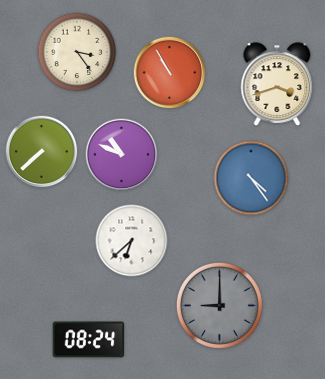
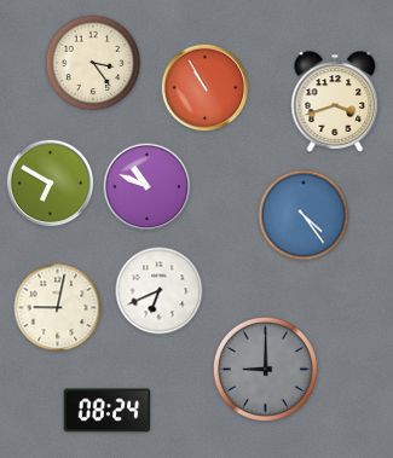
clock at (42, 152): 7:38 -> 6:50
clock at (132, 241): 6:38 -> 6:41
clock at (58, 308): none -> 9:02
